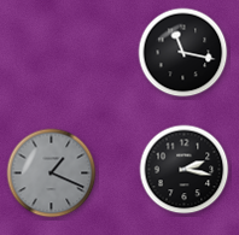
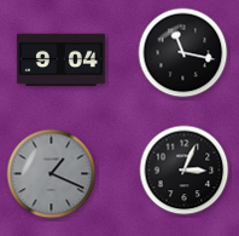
clock at (60, 61): none -> 9:04
clock at (185, 170): 2:17 -> 3:04
